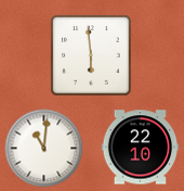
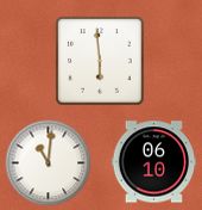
clock at (141, 148): 22:10 -> 06:10
